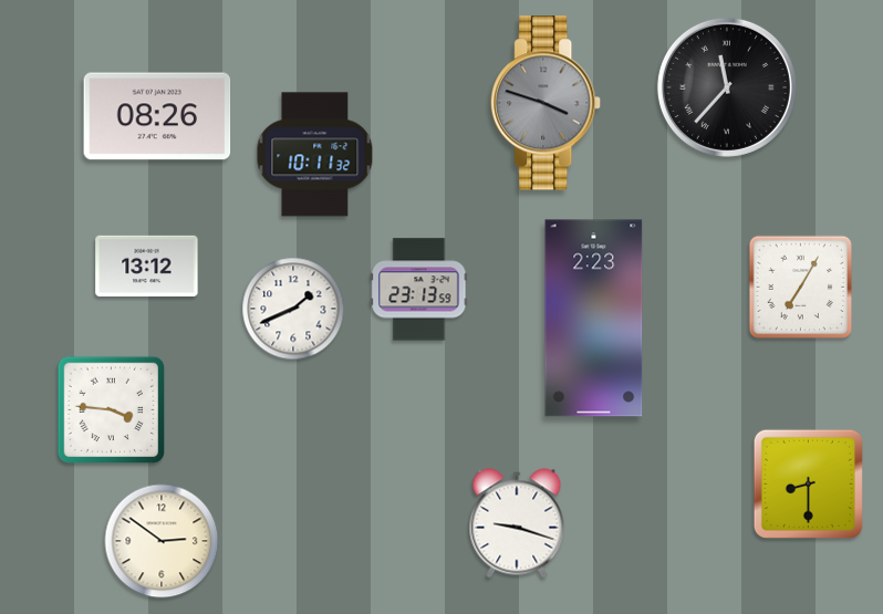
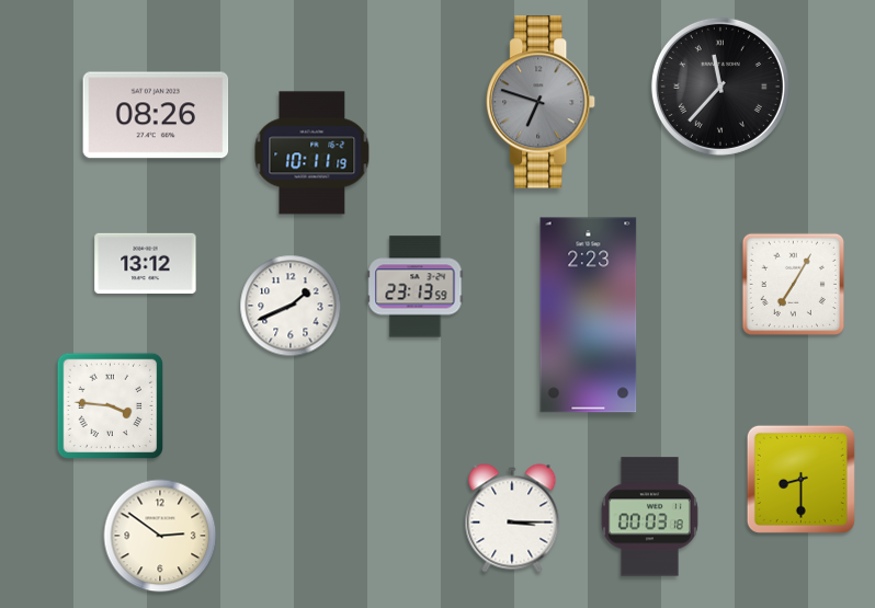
clock at (547, 103): 3:48 -> 6:48
clock at (315, 155): 10:11:32 -> 10:11:19
clock at (649, 517): none -> 00:03
clock at (517, 523): 9:18 -> 3:15
